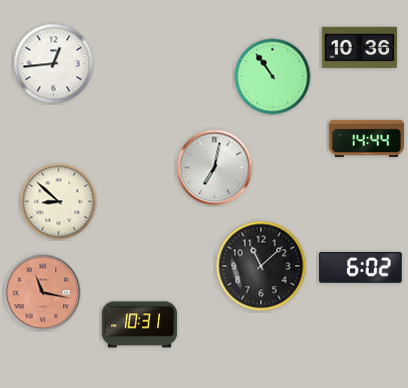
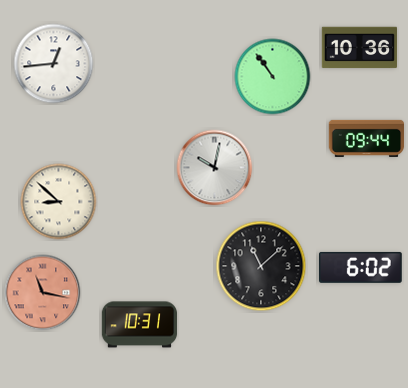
clock at (367, 138): 14:44 -> 09:44
clock at (215, 168): 7:02 -> 10:02
